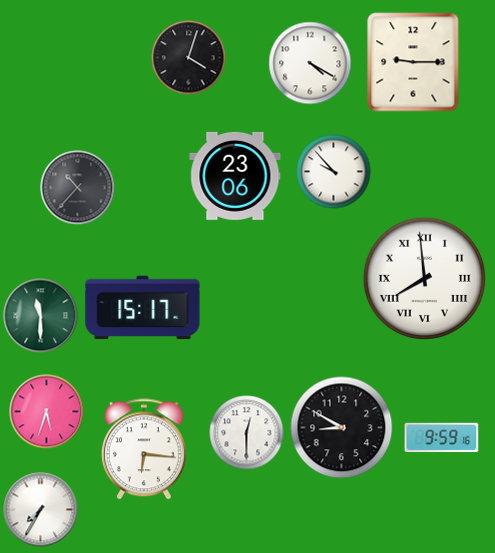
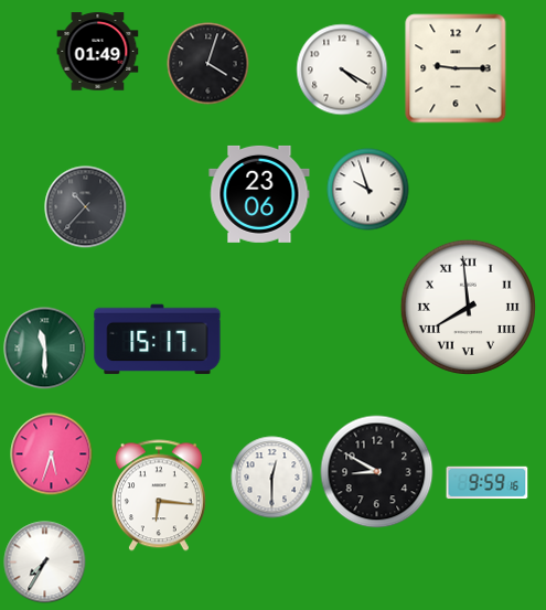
clock at (98, 52): none -> 01:49
clock at (334, 172): 9:53 -> 9:57
